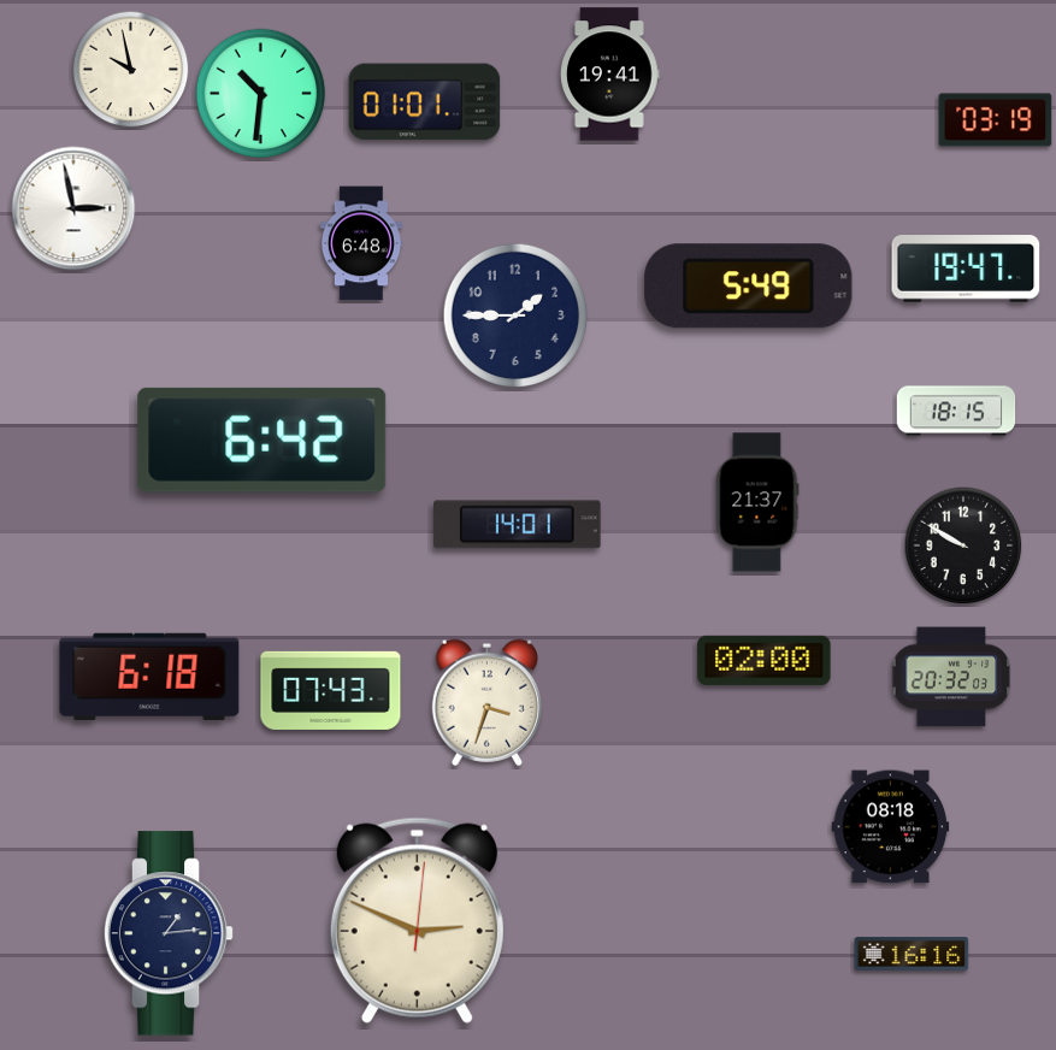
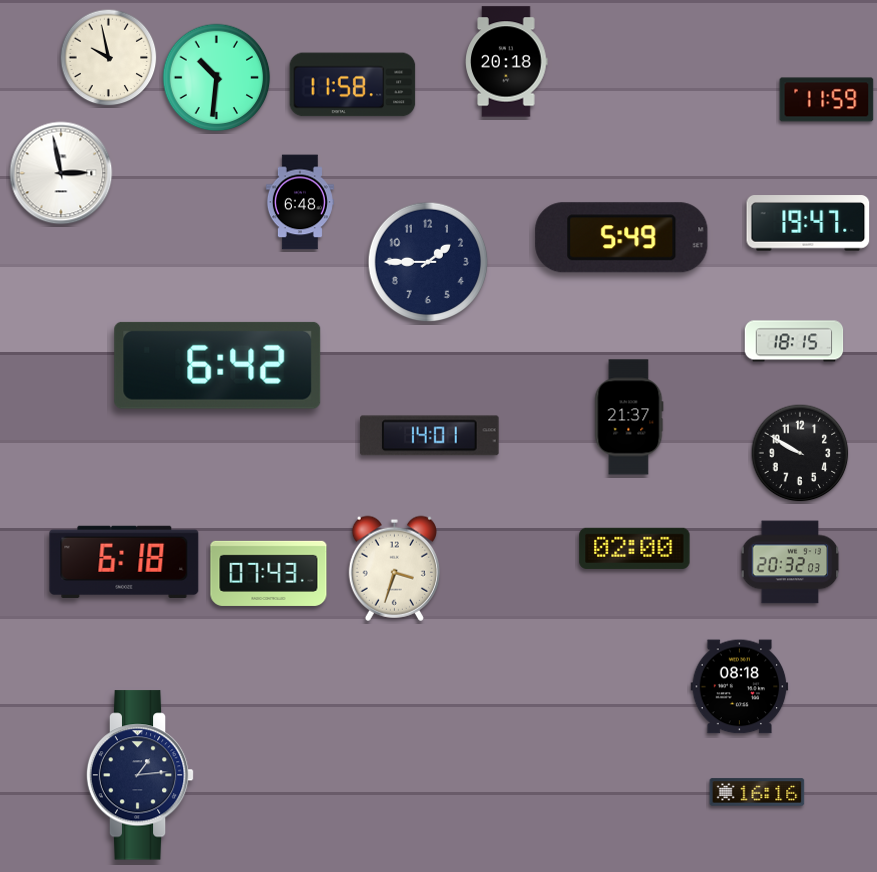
clock at (610, 75): 19:41 -> 20:18
clock at (425, 102): 01:01 -> 11:58
clock at (996, 120): 03:19 -> 11:59
clock at (966, 269) position: (966, 269) -> (808, 223)
clock at (331, 690) position: (331, 690) -> (269, 573)
clock at (486, 702) position: (486, 702) -> (394, 568)
clock at (417, 920): 2:49 -> none
